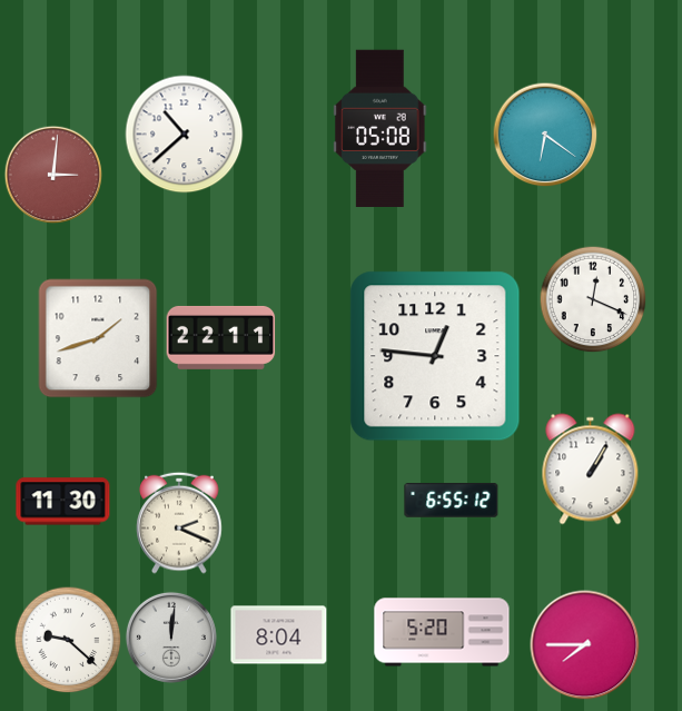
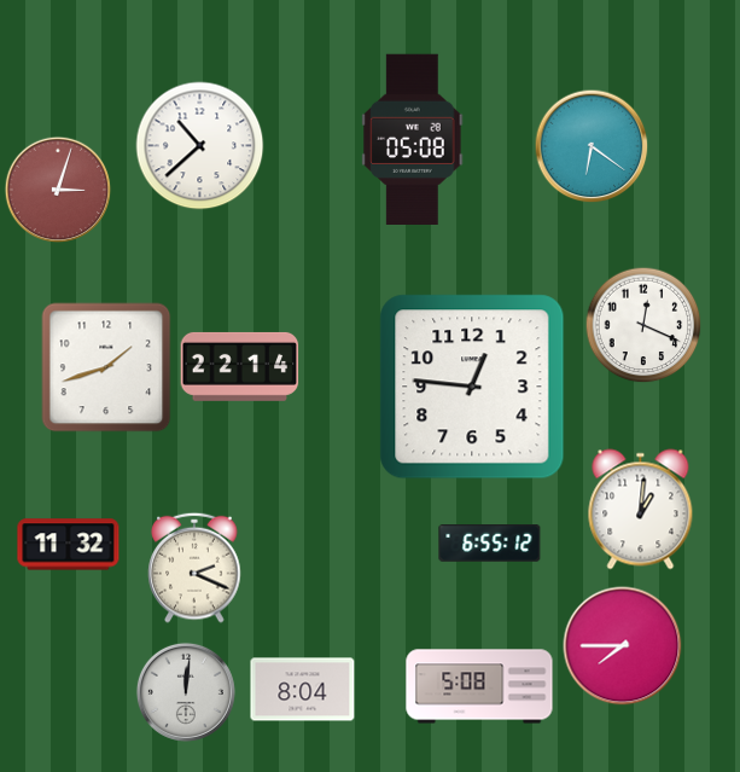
clock at (53, 175): 3:01 -> 3:03
clock at (221, 337): 22:11 -> 22:14
clock at (591, 470): 1:05 -> 1:01
clock at (63, 502): 11:30 -> 11:32
clock at (442, 632): 5:20 -> 5:08
clock at (68, 640): 9:22 -> none
clock at (585, 645) position: (585, 645) -> (623, 646)
